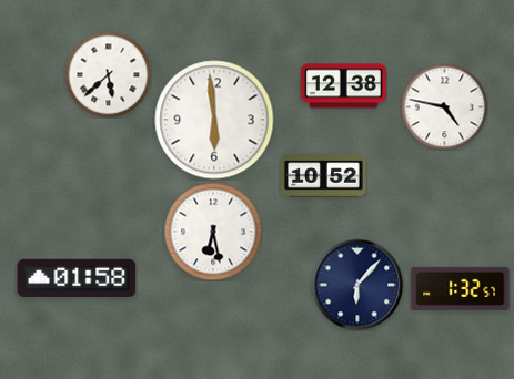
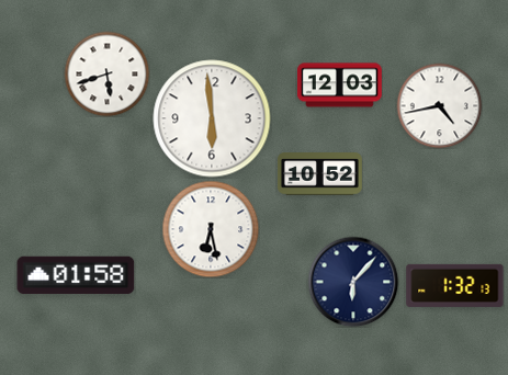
clock at (108, 74): 5:38 -> 5:42
clock at (343, 86): 12:38 -> 12:03
clock at (444, 106): 4:47 -> 4:43
clock at (461, 288): 1:32:57 -> 1:32:13
